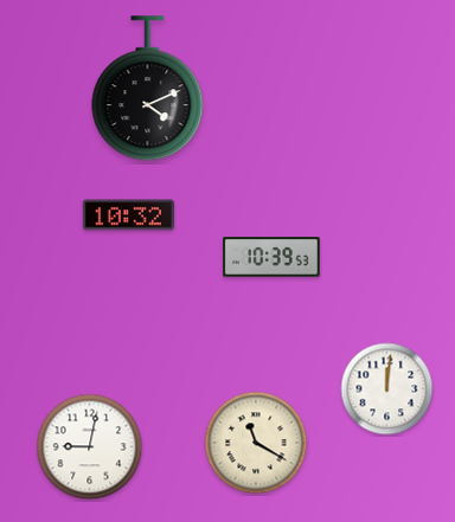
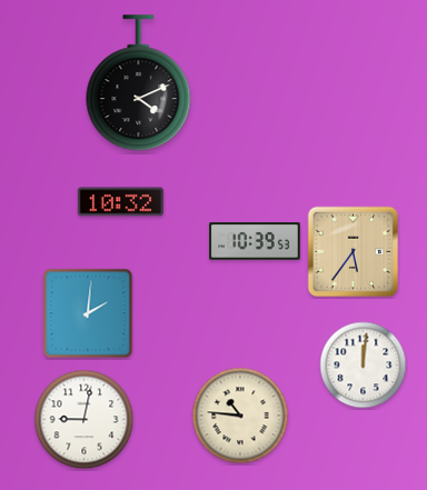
clock at (354, 252): none -> 5:36
clock at (88, 313): none -> 2:01
clock at (256, 443): 11:20 -> 10:46
